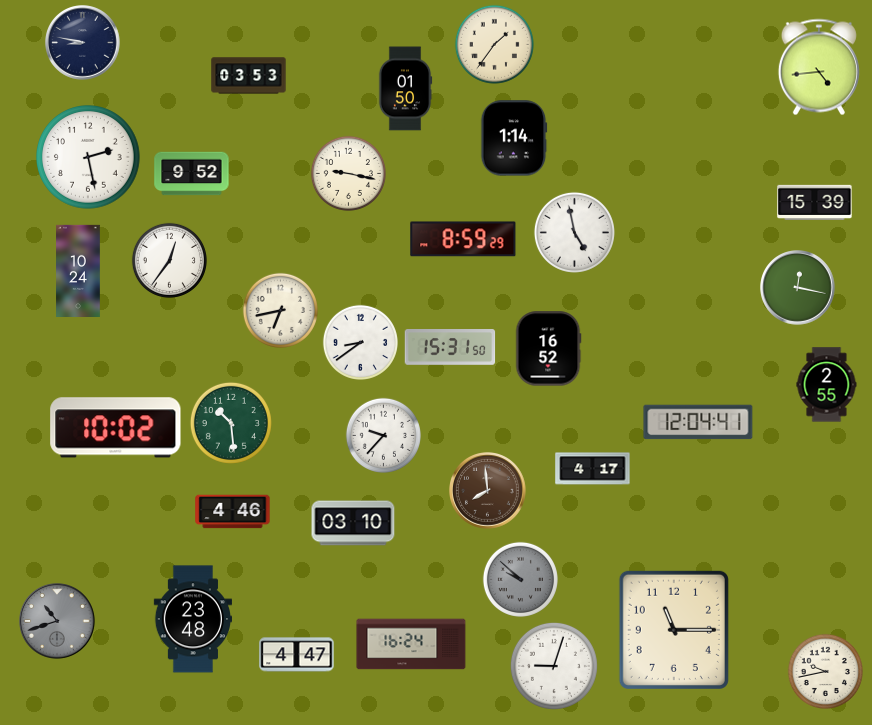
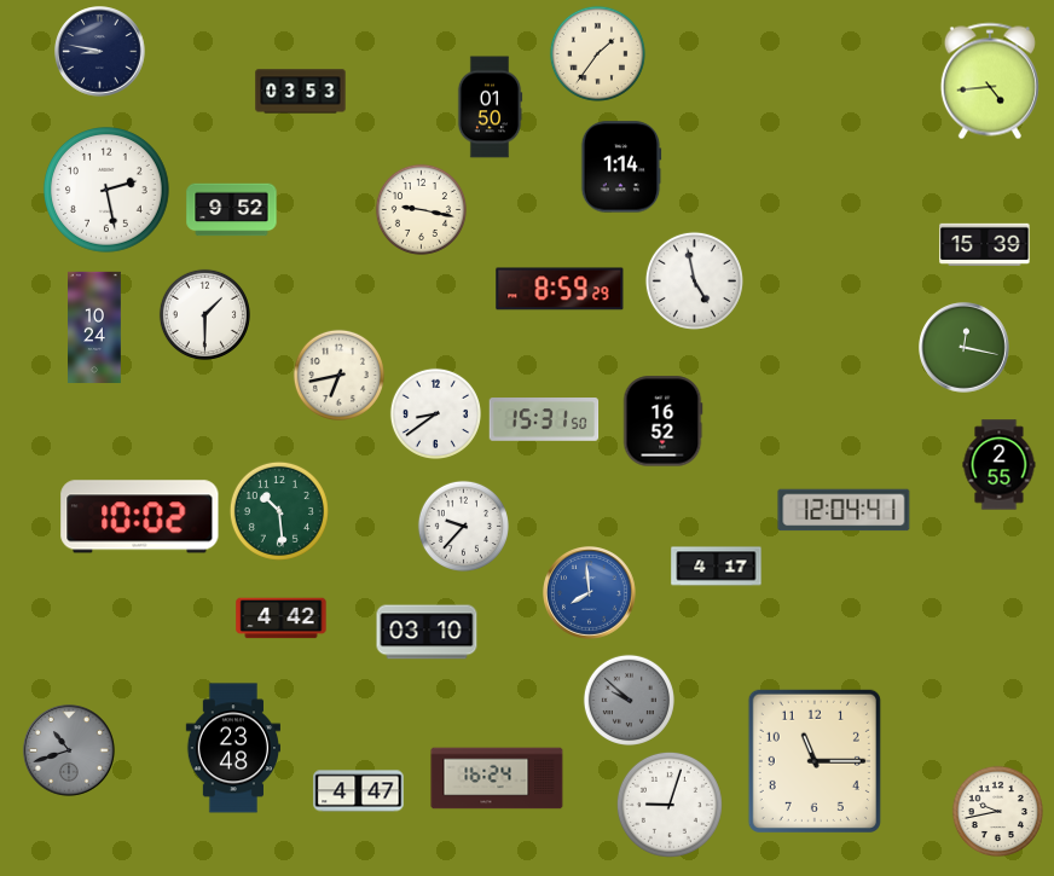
clock at (169, 260): 12:36 -> 1:30
clock at (488, 491) dial: brown -> blue
clock at (233, 512): 4:46 -> 4:42
